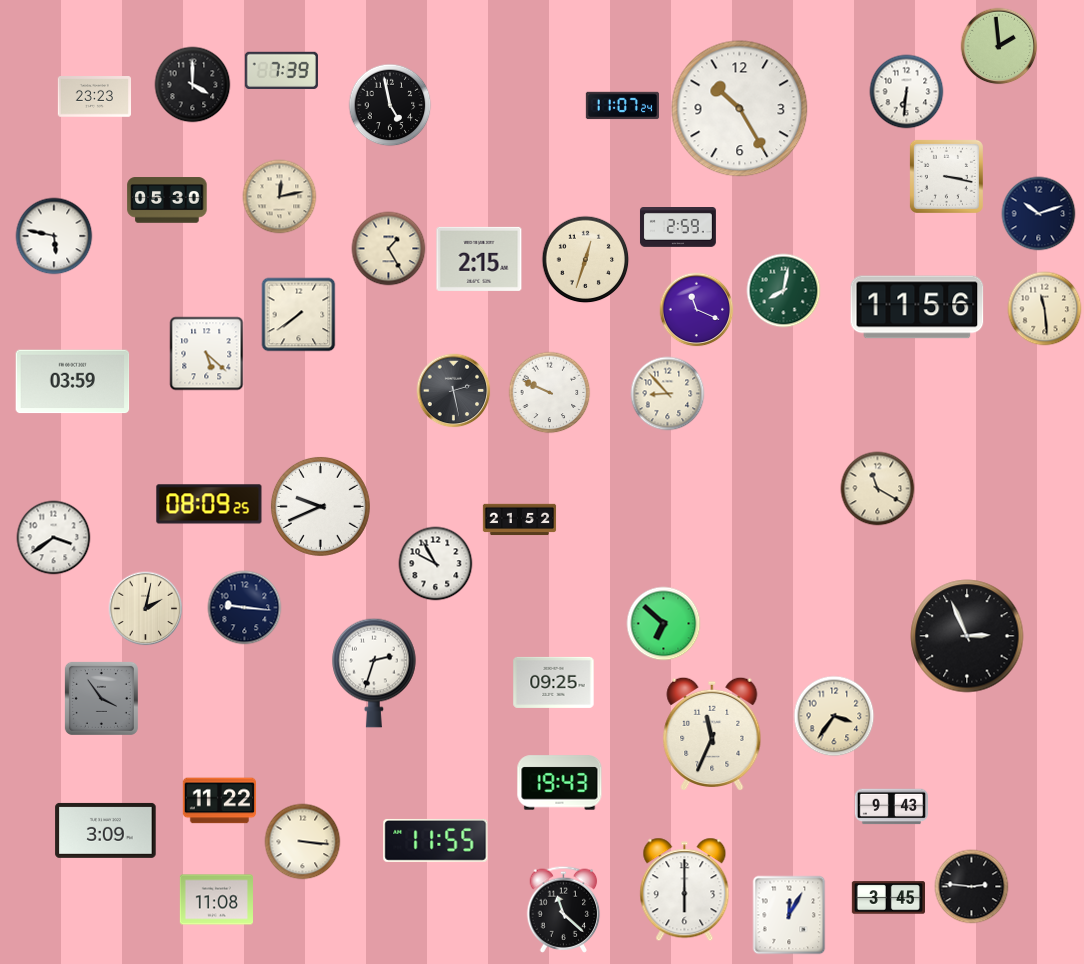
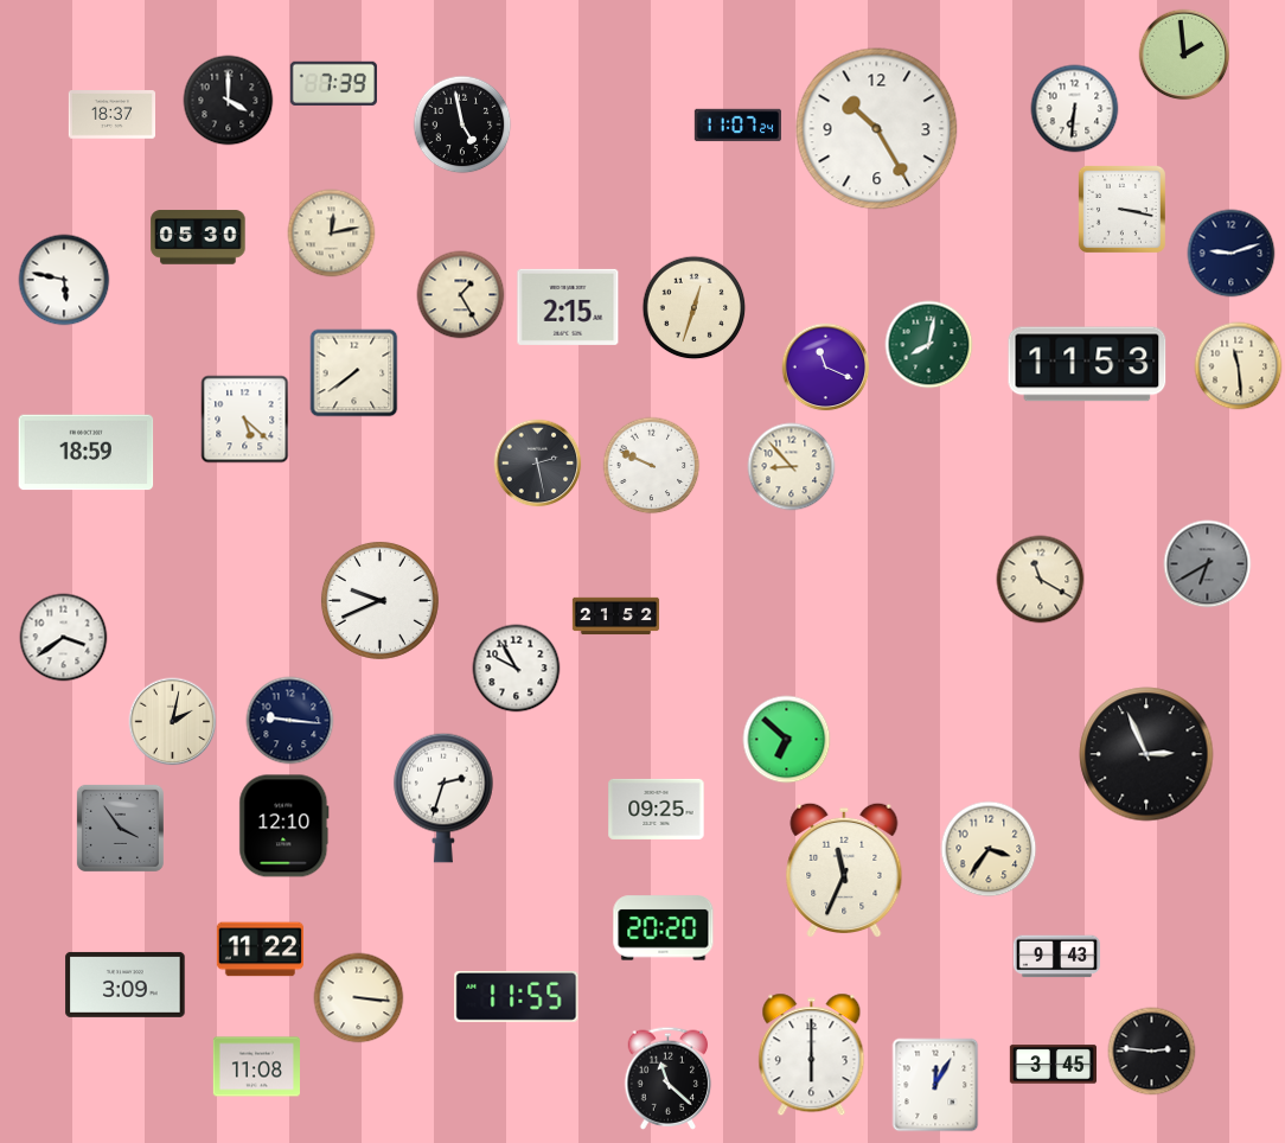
clock at (94, 97): 23:23 -> 18:37
clock at (1039, 214): 10:12 -> 9:12
clock at (678, 228): 2:59 -> none
clock at (917, 307): 11:56 -> 11:53
clock at (73, 382): 03:59 -> 18:59
clock at (1208, 564): none -> 6:40
clock at (209, 504): 08:09 -> none
clock at (285, 826): none -> 12:10
clock at (560, 783): 19:43 -> 20:20
